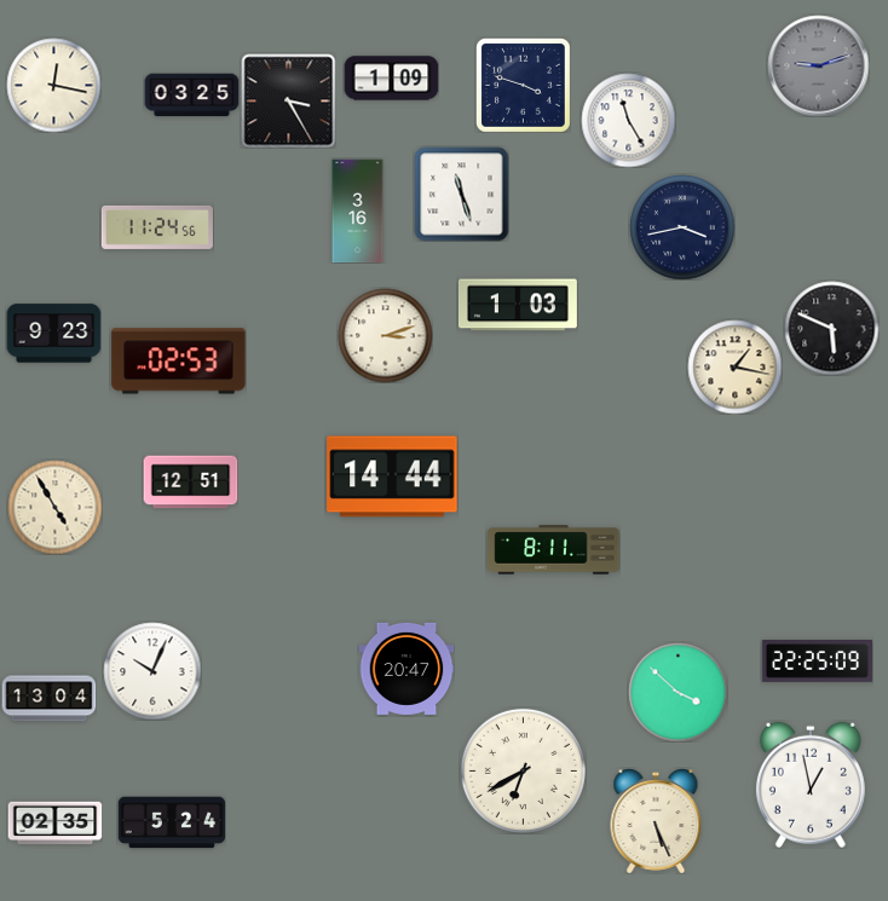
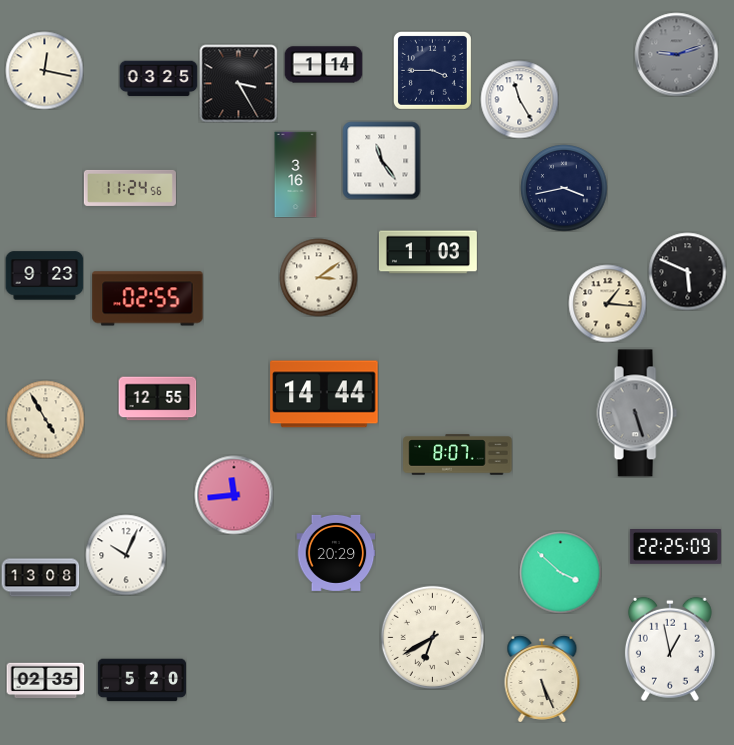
clock at (391, 79): 1:09 -> 1:14
clock at (523, 85): 3:48 -> 3:45
clock at (461, 194): 11:27 -> 11:24
clock at (385, 335): 3:12 -> 3:09
clock at (179, 362): 02:53 -> 02:55
clock at (734, 366): 1:17 -> 1:16
clock at (190, 483): 12:51 -> 12:55
clock at (637, 413): none -> 5:27
clock at (554, 550): 8:11 -> 8:07
clock at (234, 495): none -> 11:44
clock at (406, 669): 20:47 -> 20:29
clock at (48, 699): 13:04 -> 13:08
clock at (171, 822): 5:24 -> 5:20
